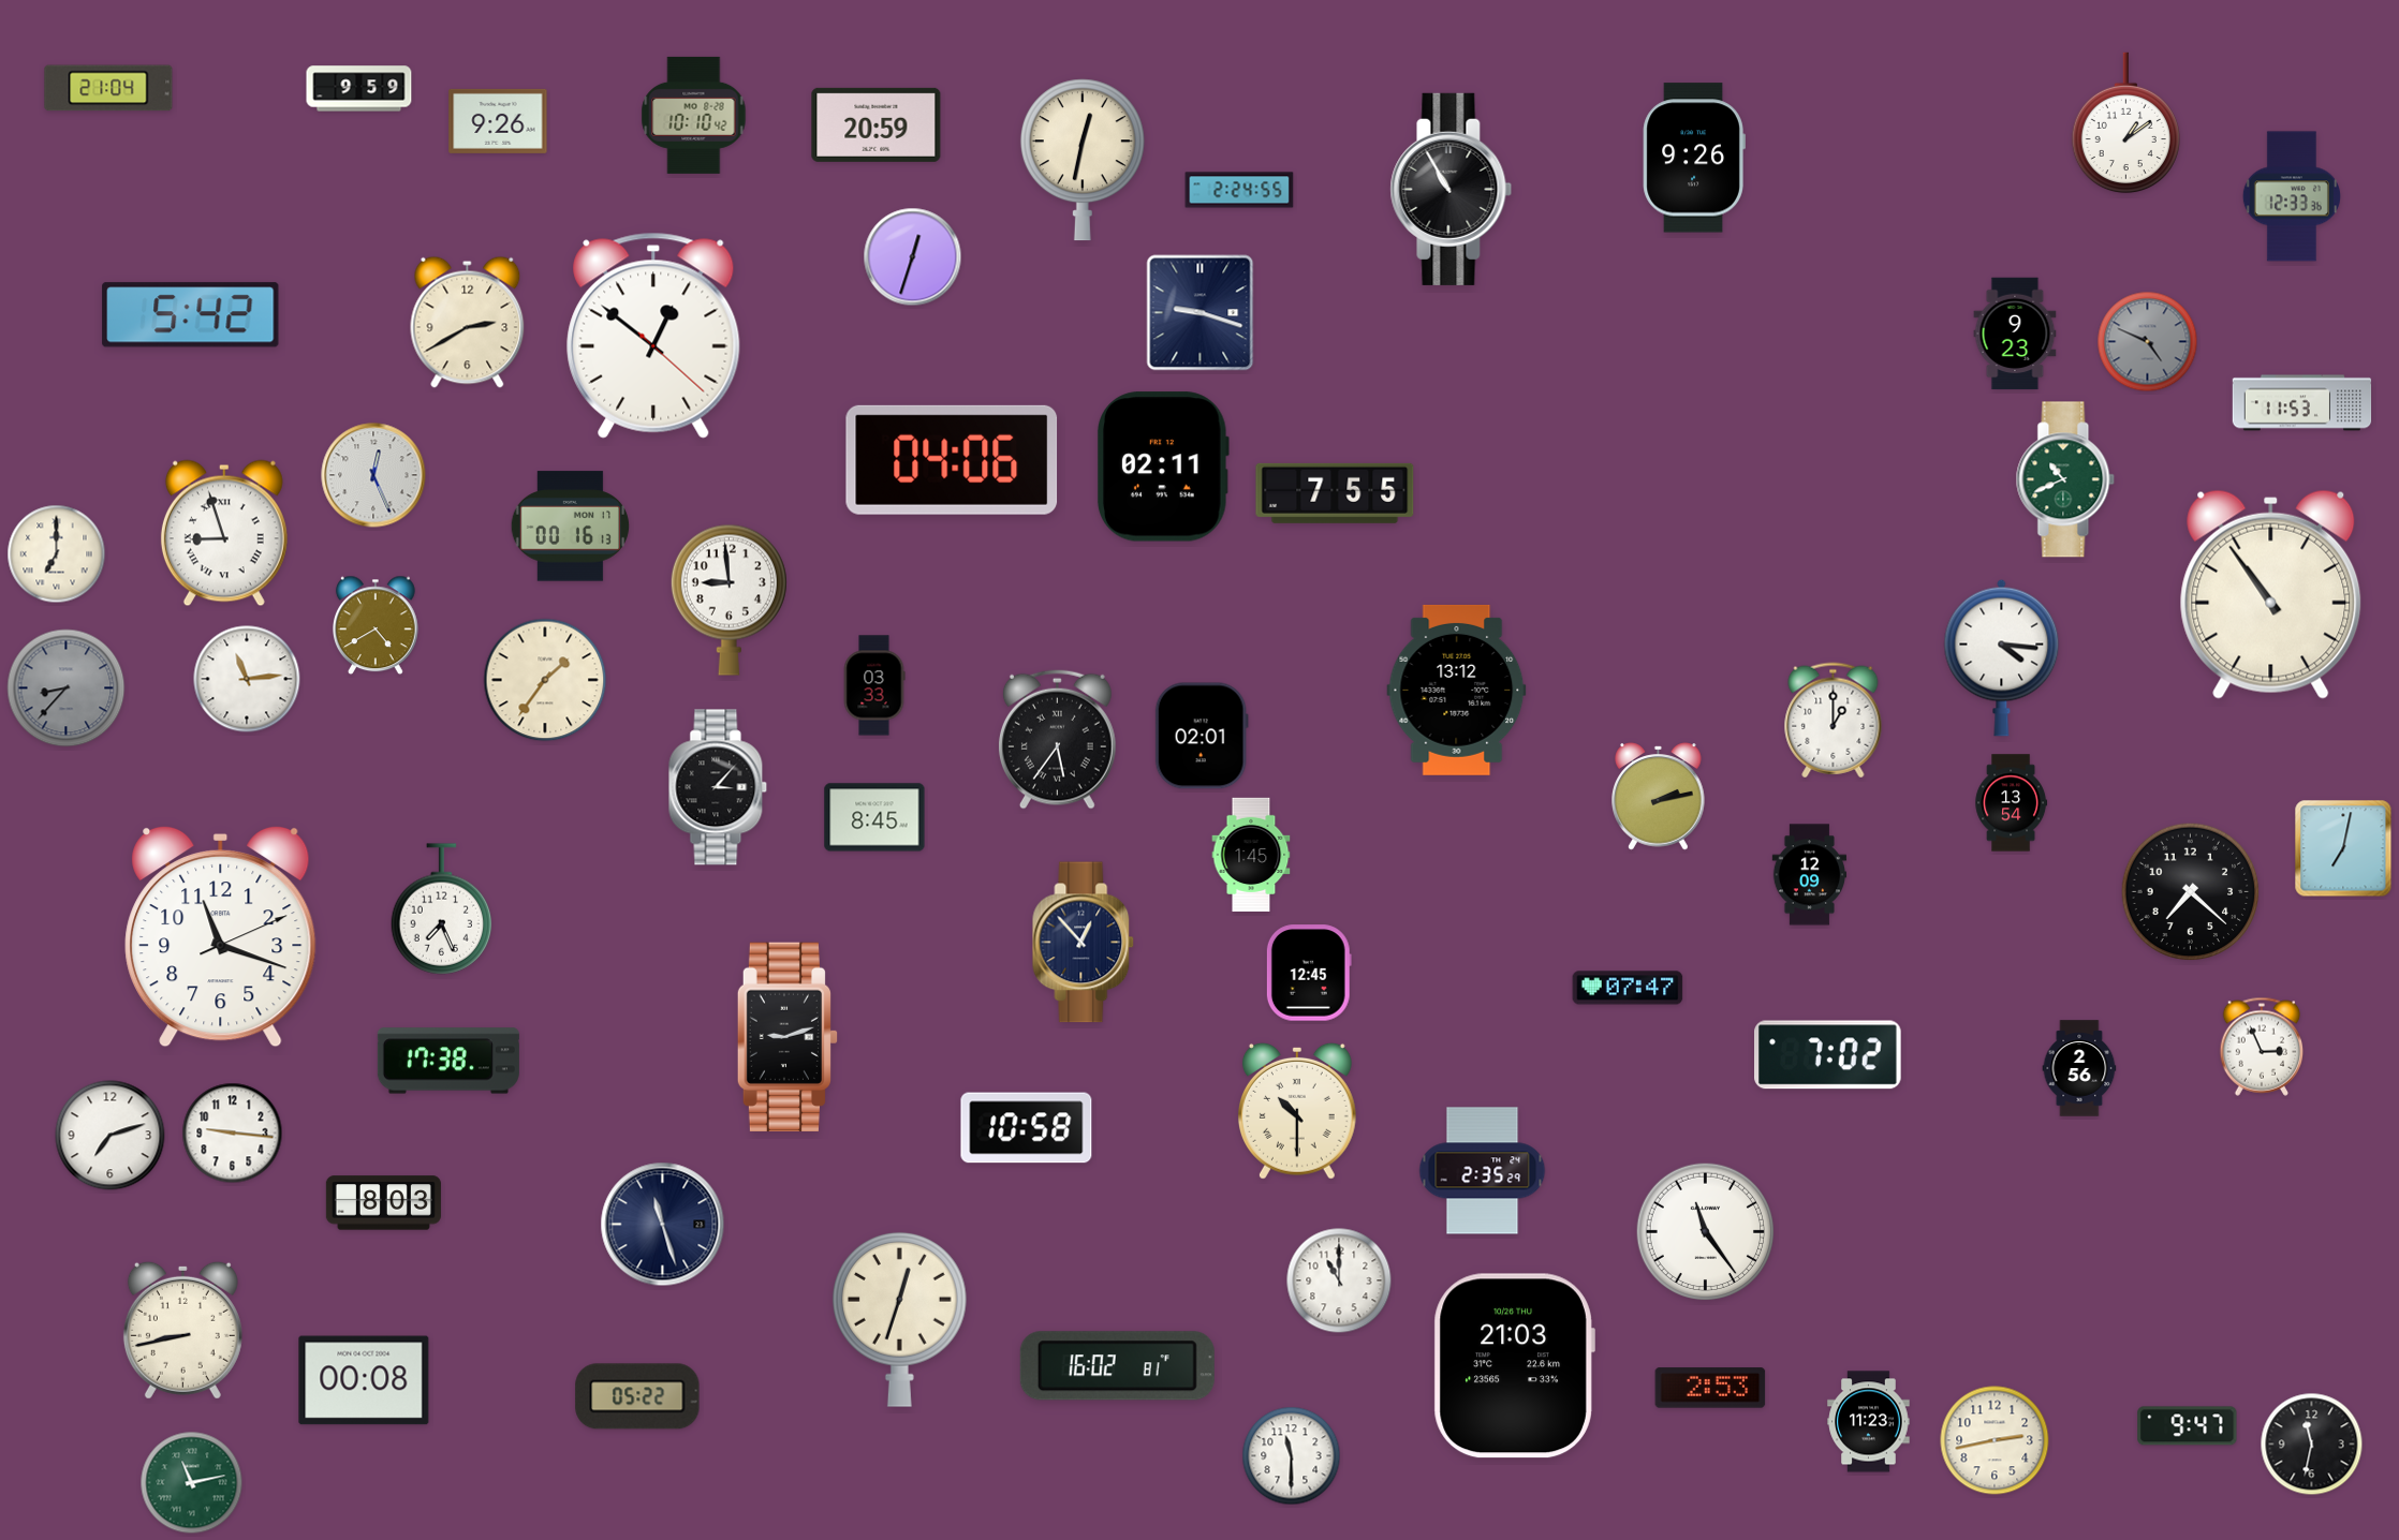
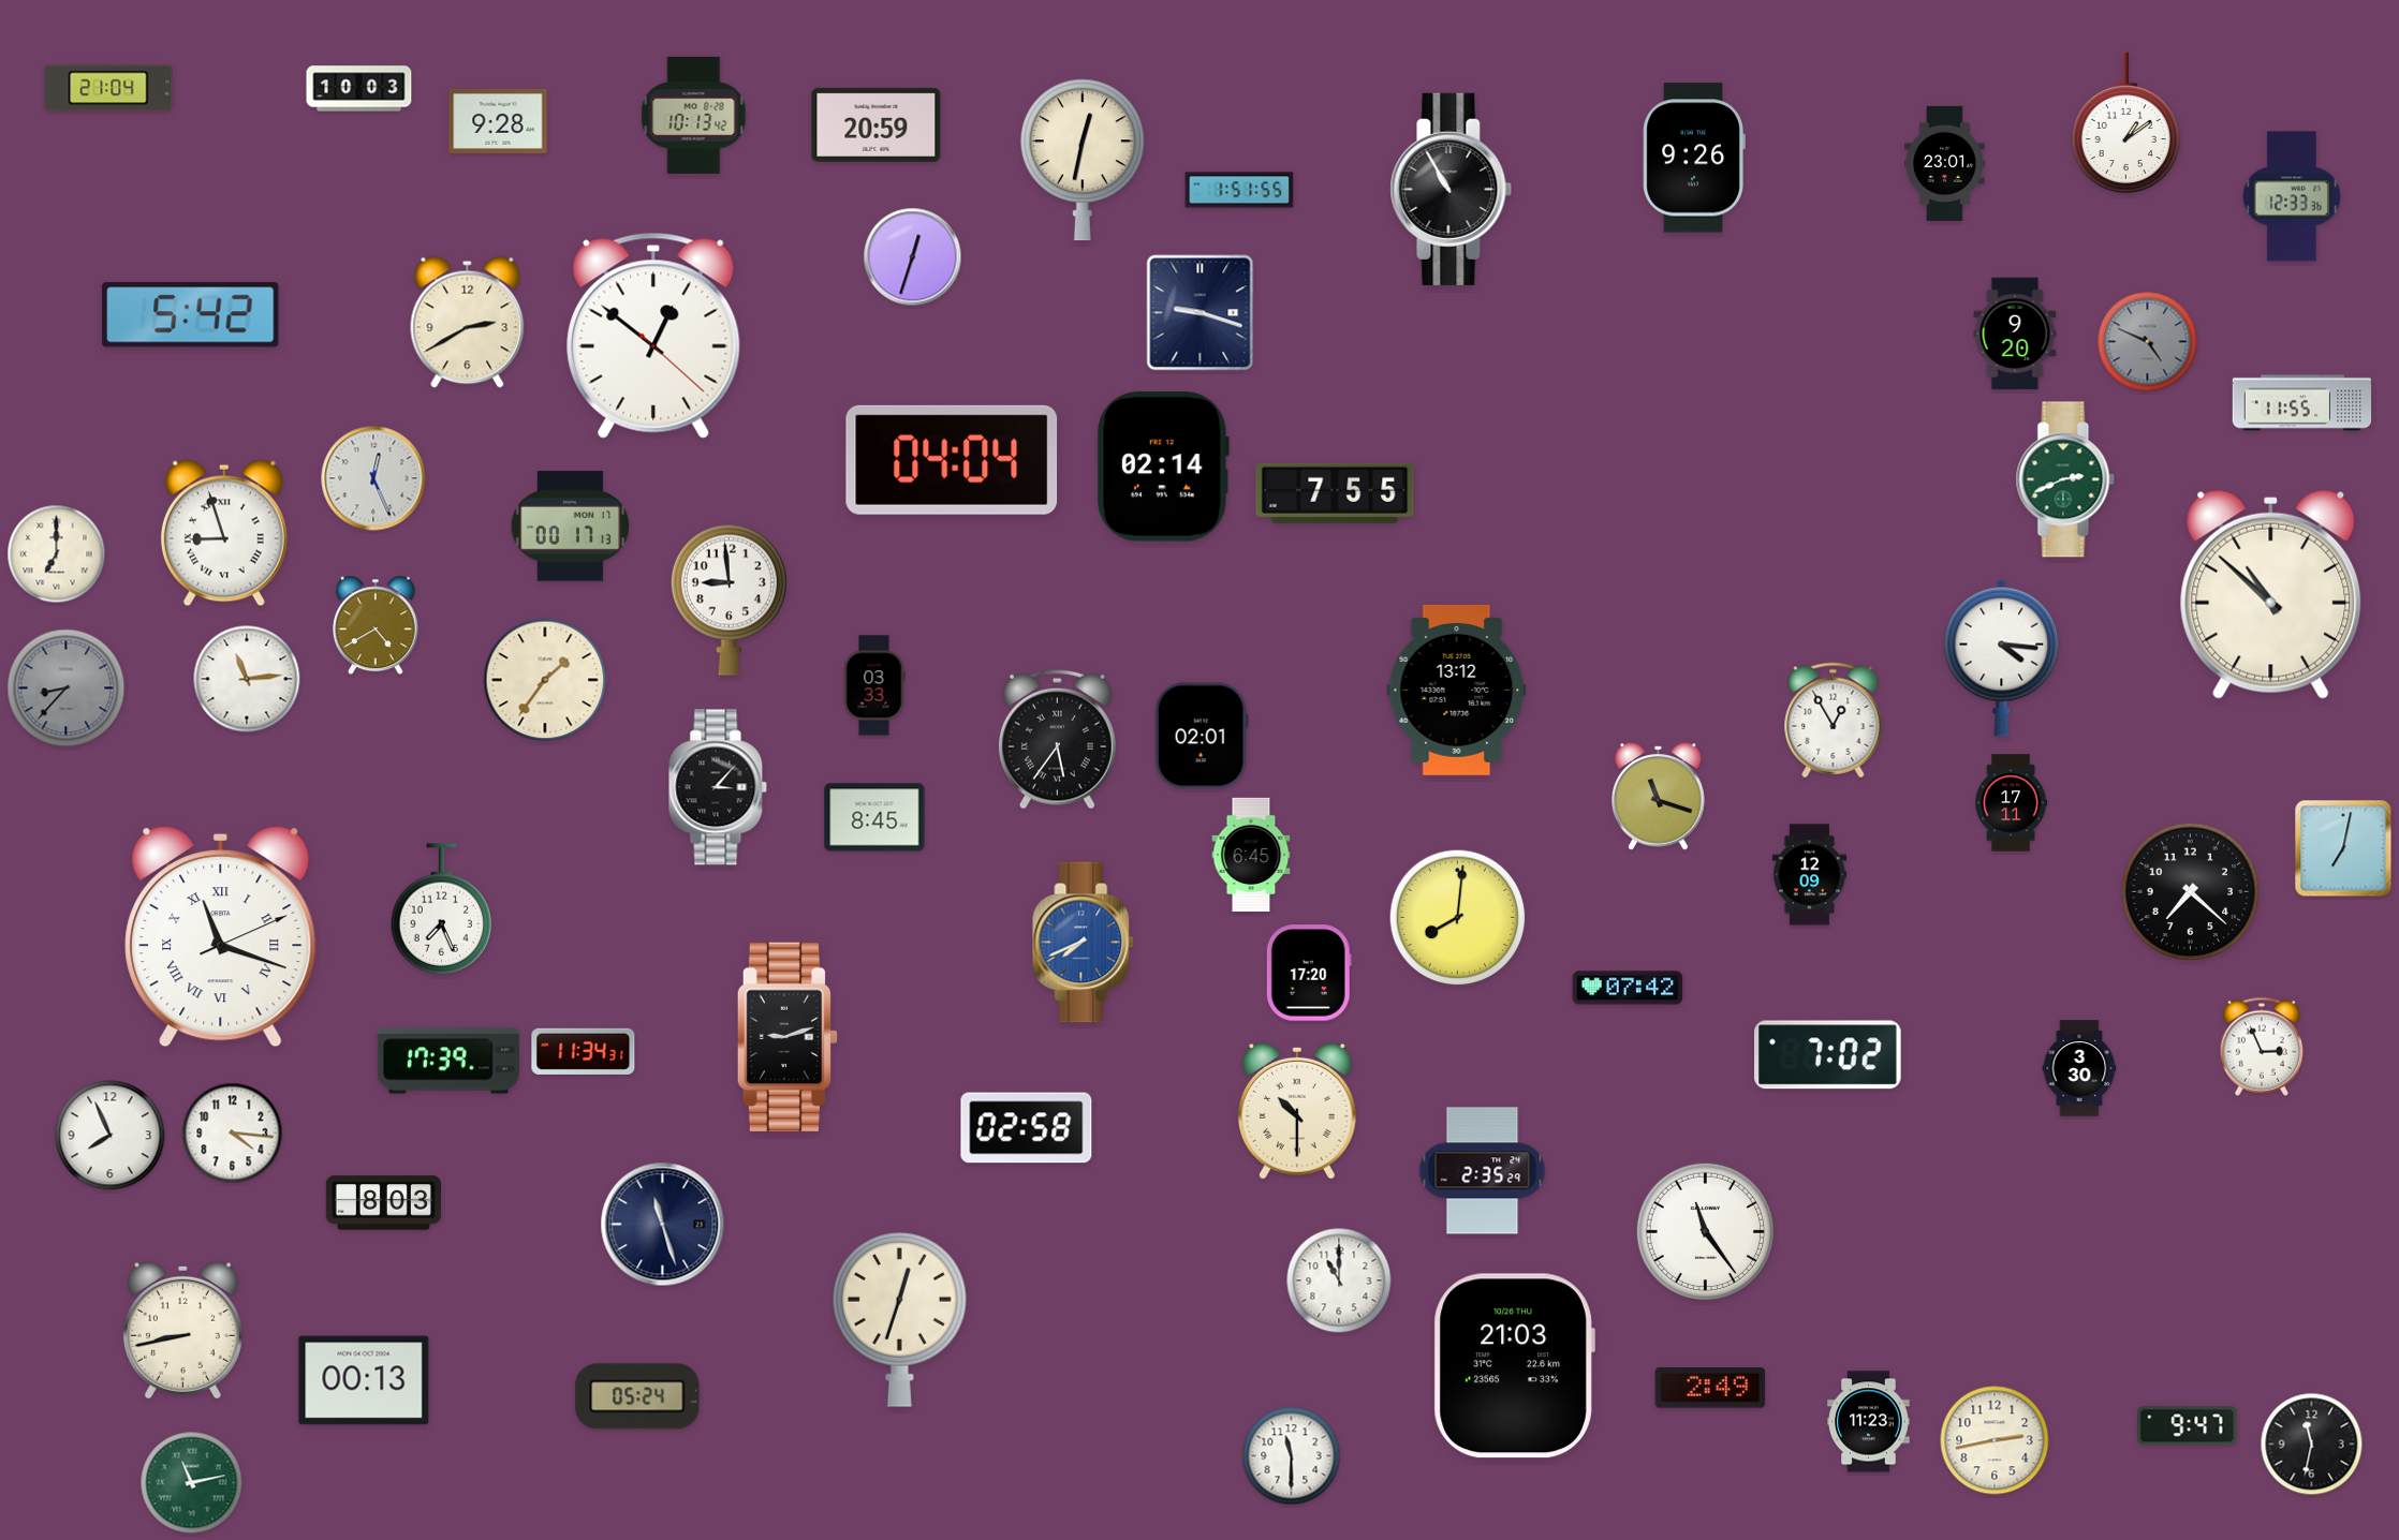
clock at (359, 89): 9:59 -> 10:03
clock at (694, 115): 10:10 -> 10:13
clock at (498, 121): 9:26 -> 9:28
clock at (1945, 163): none -> 23:01
clock at (1239, 190): 2:24 -> 1:51
clock at (2015, 334): 9:23 -> 9:20
clock at (2302, 403): 11:53 -> 11:55
clock at (952, 460): 04:06 -> 04:04
clock at (1163, 467): 02:11 -> 02:14
clock at (373, 475) position: (373, 475) -> (373, 478)
clock at (2065, 479): 10:41 -> 2:41
clock at (571, 527): 00:16 -> 00:17
clock at (2271, 594): 10:54 -> 10:52
clock at (1834, 721): 1:00 -> 12:55
clock at (1659, 797): 2:13 -> 11:18
clock at (2012, 803): 13:54 -> 17:11
clock at (1251, 854): 1:45 -> 6:45
clock at (1458, 918): none -> 8:01
clock at (221, 936) numerals: Arabic -> Roman
clock at (1084, 943): 12:53 -> 7:41
clock at (1084, 943) dial: navy -> blue
clock at (1309, 973): 12:45 -> 17:20
clock at (1628, 988): 07:47 -> 07:42
clock at (584, 1051): none -> 11:34
clock at (448, 1061): 17:38 -> 17:39
clock at (2079, 1068): 2:56 -> 3:30
clock at (1027, 1128): 10:58 -> 02:58
clock at (233, 1134): 9:16 -> 4:16
clock at (111, 1136): 7:12 -> 7:56
clock at (1117, 1366): 16:02 -> none
clock at (364, 1380): 00:08 -> 00:13
clock at (1710, 1388): 2:53 -> 2:49
clock at (637, 1396): 05:22 -> 05:24
